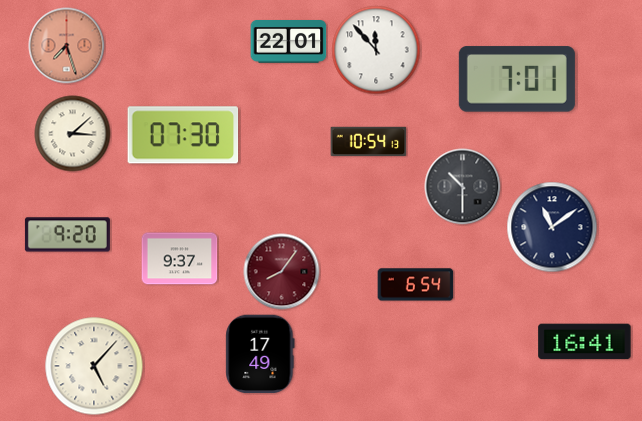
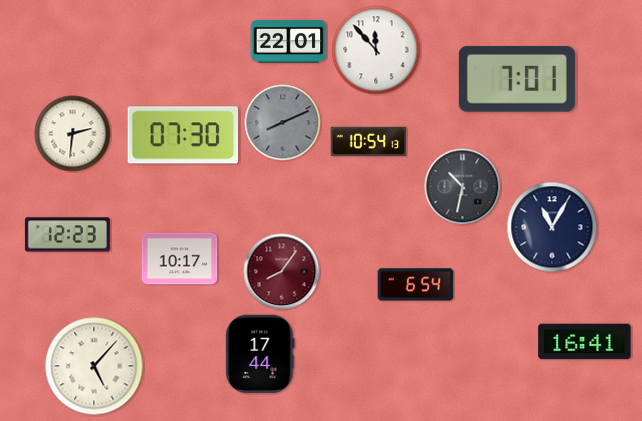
clock at (67, 46): 7:27 -> none
clock at (283, 123): none -> 8:11
clock at (73, 134): 3:08 -> 2:31
clock at (463, 187): 10:30 -> 10:32
clock at (552, 227): 11:09 -> 11:05
clock at (67, 235): 9:20 -> 12:23
clock at (180, 259): 9:37 -> 10:17
clock at (260, 354): 17:49 -> 17:44
